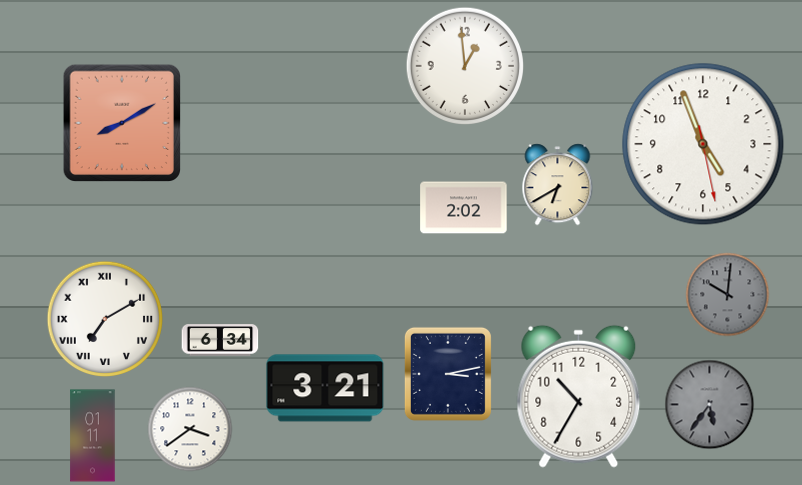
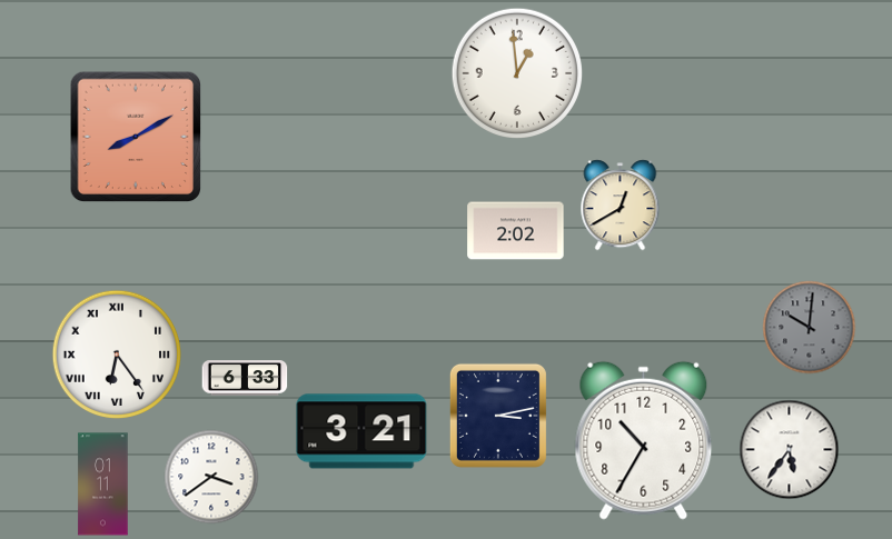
clock at (703, 144): 4:56 -> none
clock at (558, 185): 6:40 -> 12:40
clock at (105, 319): 7:10 -> 6:24
clock at (220, 340): 6:34 -> 6:33
clock at (710, 405) dial: grey -> white
